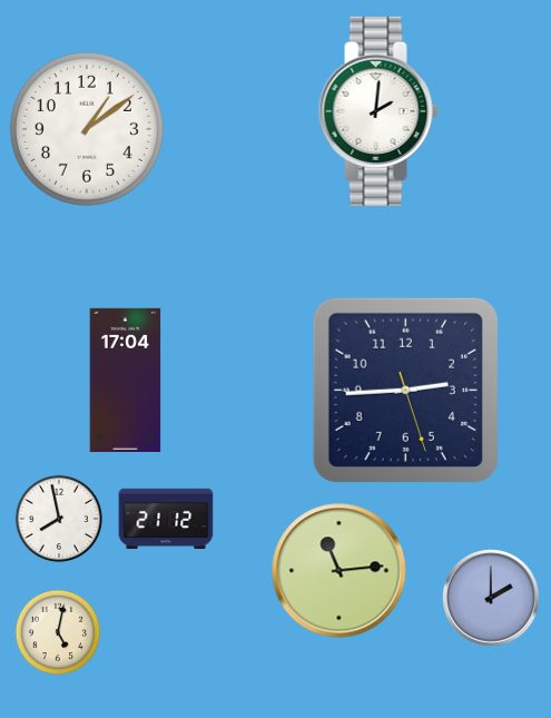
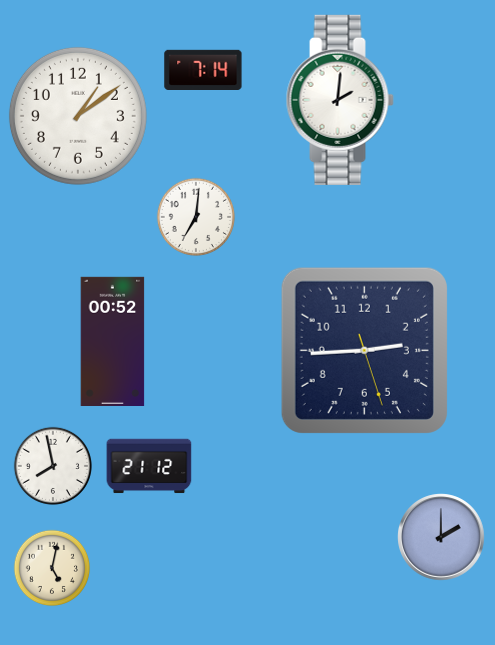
clock at (203, 69): none -> 7:14
clock at (195, 216): none -> 7:01
clock at (126, 380): 17:04 -> 00:52
clock at (340, 571): 11:14 -> none
